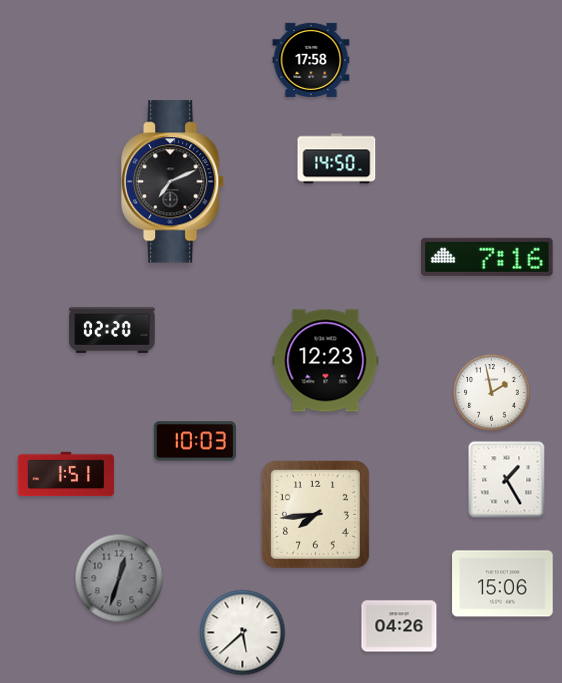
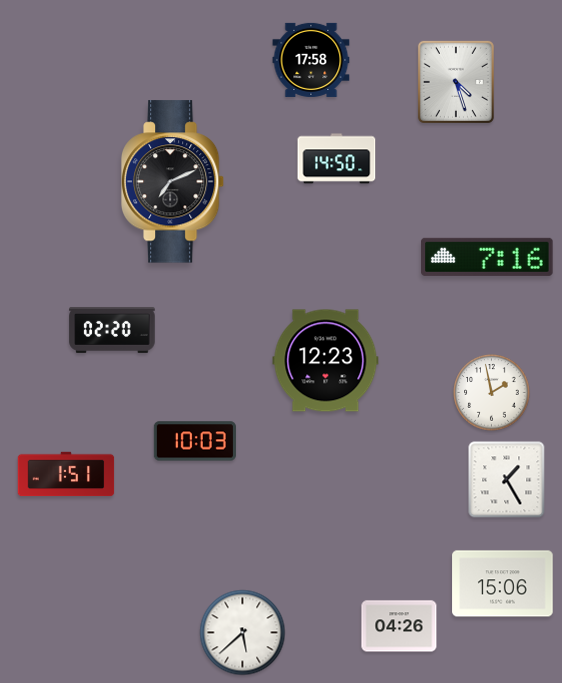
clock at (456, 82): none -> 4:27
clock at (315, 514): 7:44 -> none
clock at (119, 578): 12:33 -> none
